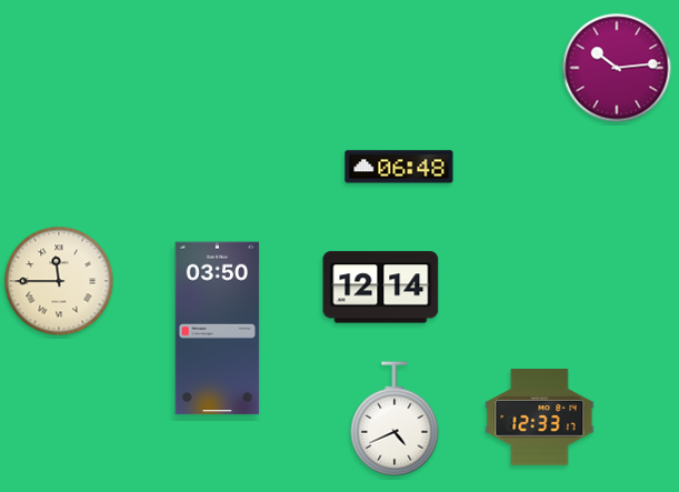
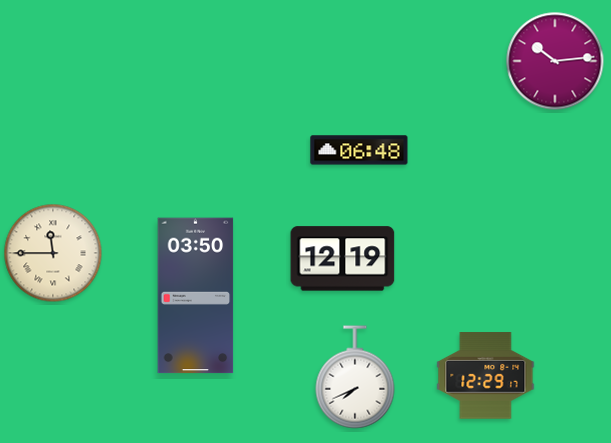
clock at (381, 288): 12:14 -> 12:19
clock at (540, 418): 12:33 -> 12:29
clock at (395, 419): 4:41 -> 7:41
